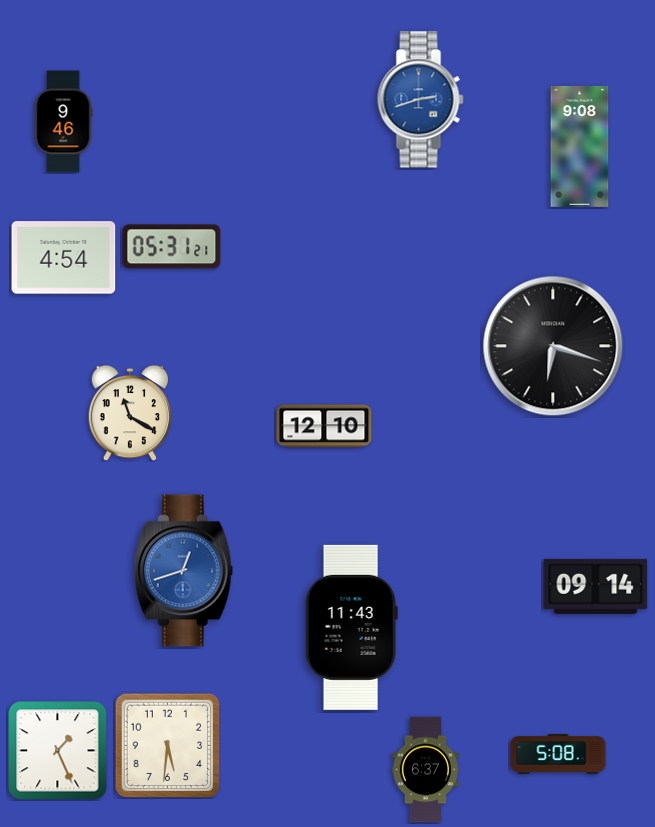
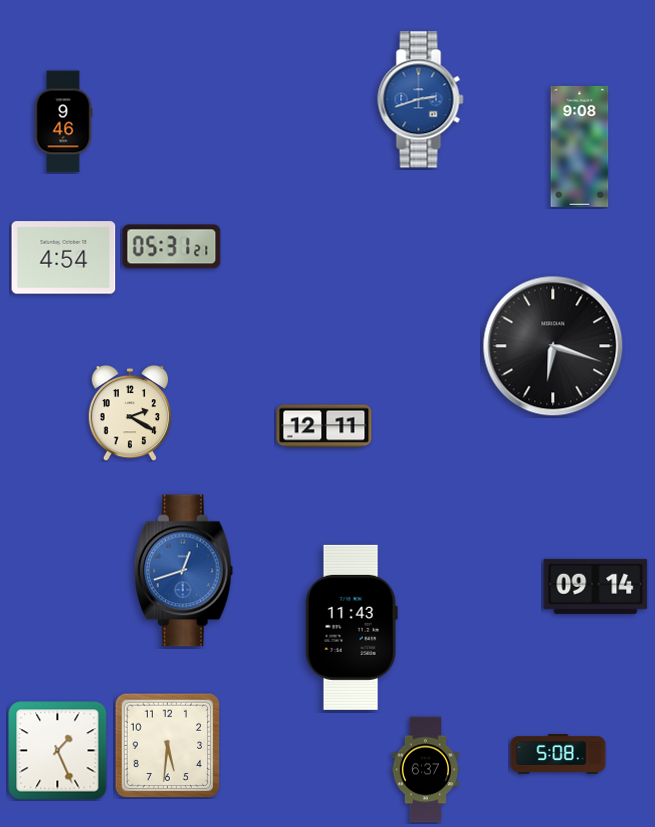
clock at (129, 413): 11:20 -> 2:20
clock at (324, 426): 12:10 -> 12:11
